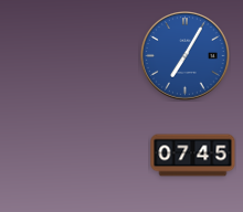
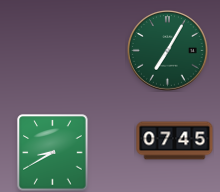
clock at (186, 56) dial: blue -> green
clock at (53, 153): none -> 8:40
